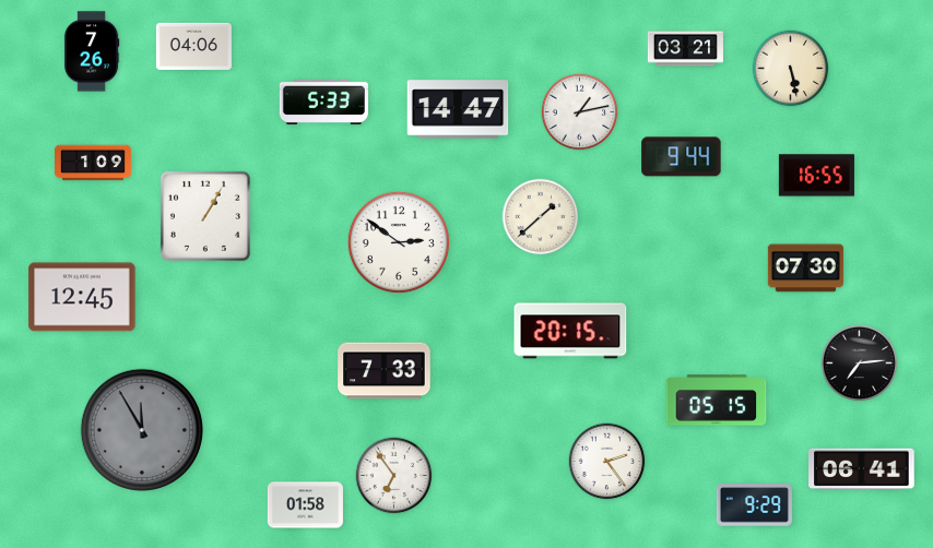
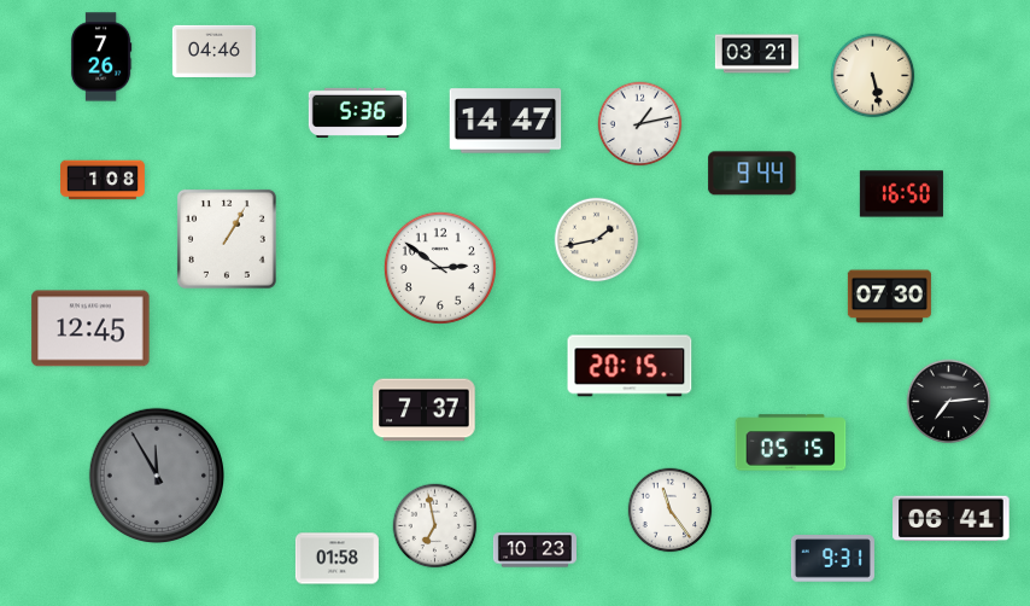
clock at (193, 46): 04:06 -> 04:46
clock at (323, 102): 5:33 -> 5:36
clock at (94, 163): 1:09 -> 1:08
clock at (816, 176): 16:55 -> 16:50
clock at (541, 217): 1:38 -> 1:43
clock at (385, 371): 7:33 -> 7:37
clock at (607, 462): 2:24 -> 11:24
clock at (394, 476): 6:54 -> 6:58
clock at (534, 550): none -> 10:23
clock at (754, 505): 9:29 -> 9:31
